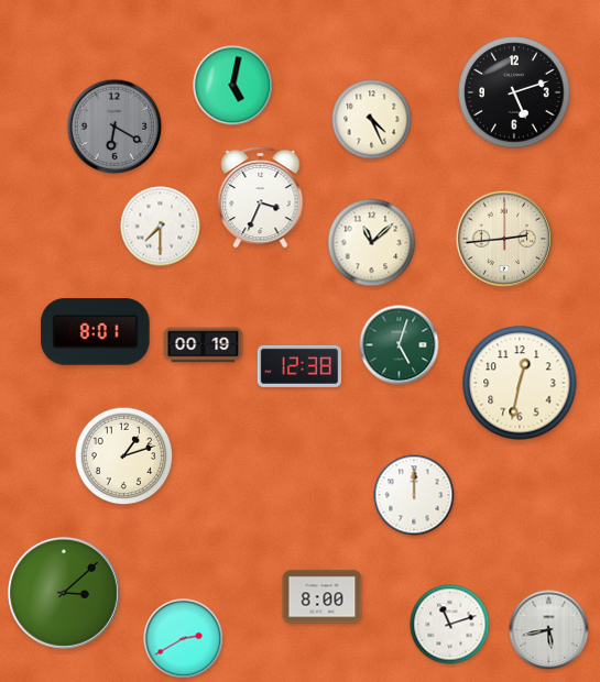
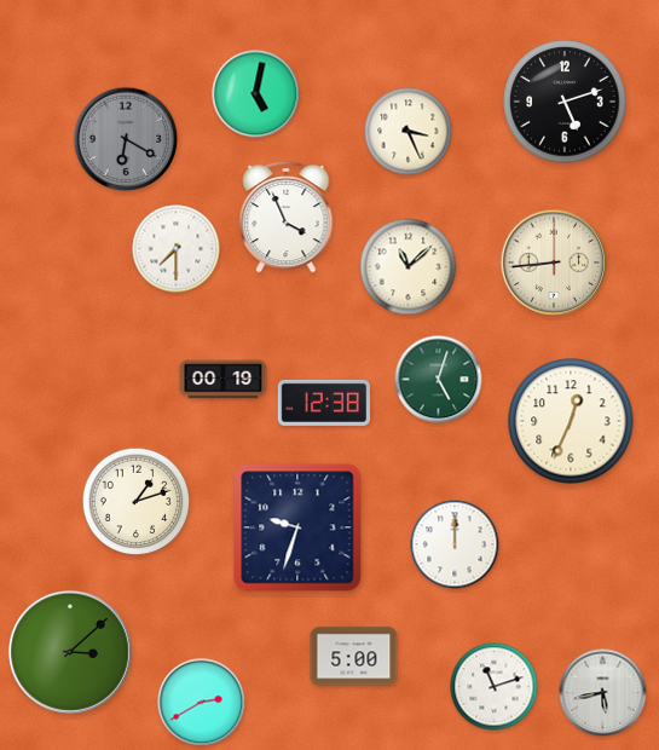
clock at (372, 120): 4:26 -> 3:26
clock at (261, 197): 3:34 -> 3:56
clock at (504, 239): 2:44 -> 8:44
clock at (96, 332): 8:01 -> none
clock at (298, 366) position: (298, 366) -> (323, 403)
clock at (520, 383): 12:32 -> 12:34
clock at (297, 527): none -> 9:33
clock at (323, 597): 8:00 -> 5:00
